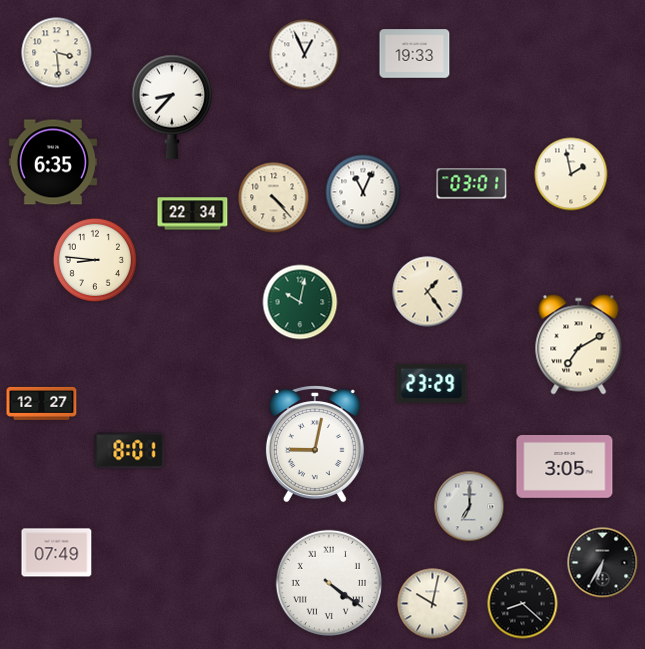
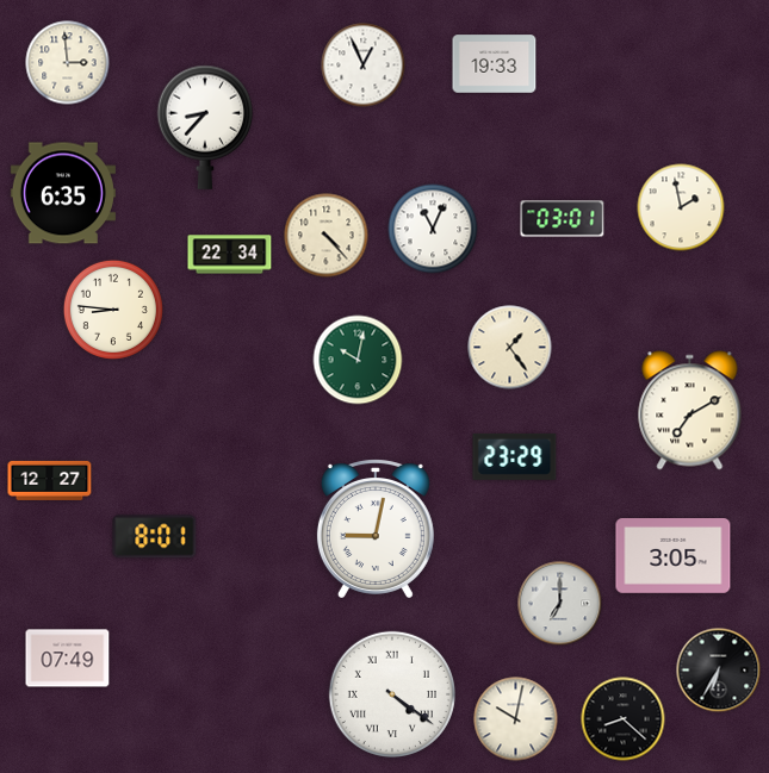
clock at (57, 53): 3:29 -> 2:59
